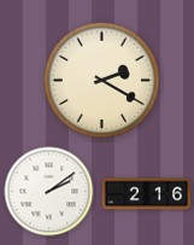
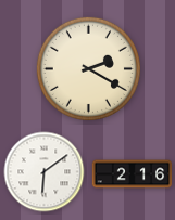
clock at (101, 80) position: (101, 80) -> (88, 68)
clock at (49, 192): 2:09 -> 6:09
